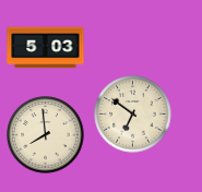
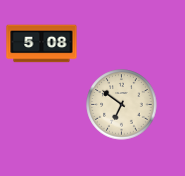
clock at (46, 48): 5:03 -> 5:08
clock at (46, 135): 7:59 -> none
